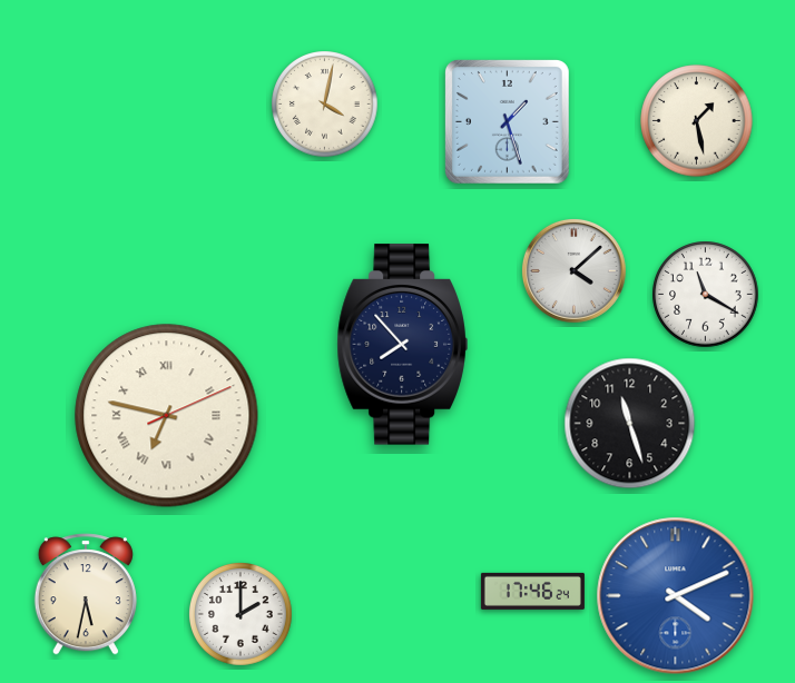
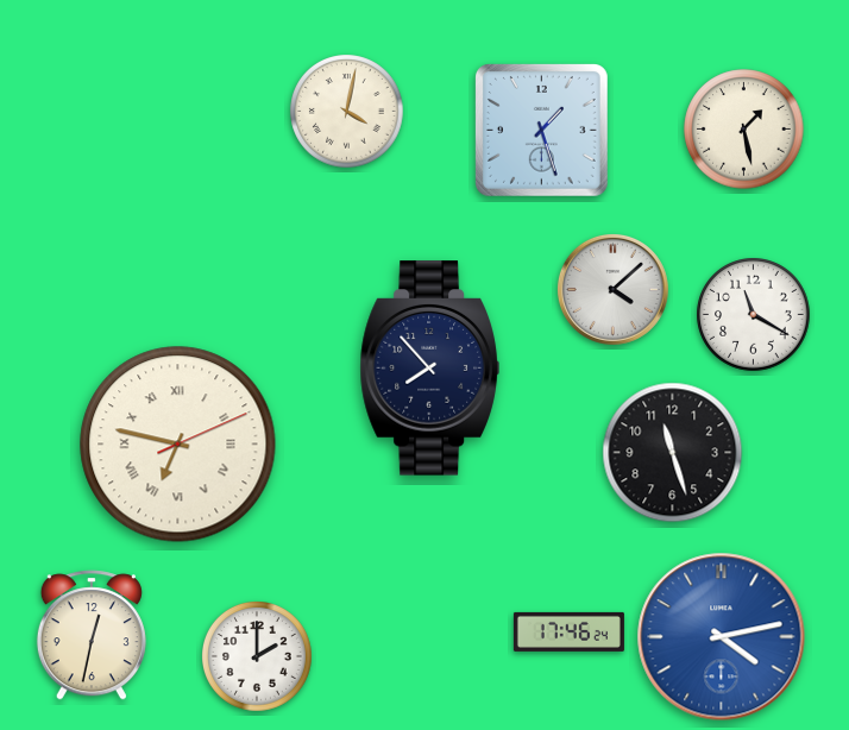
clock at (86, 594): 5:32 -> 12:32
clock at (676, 596): 4:11 -> 4:13
